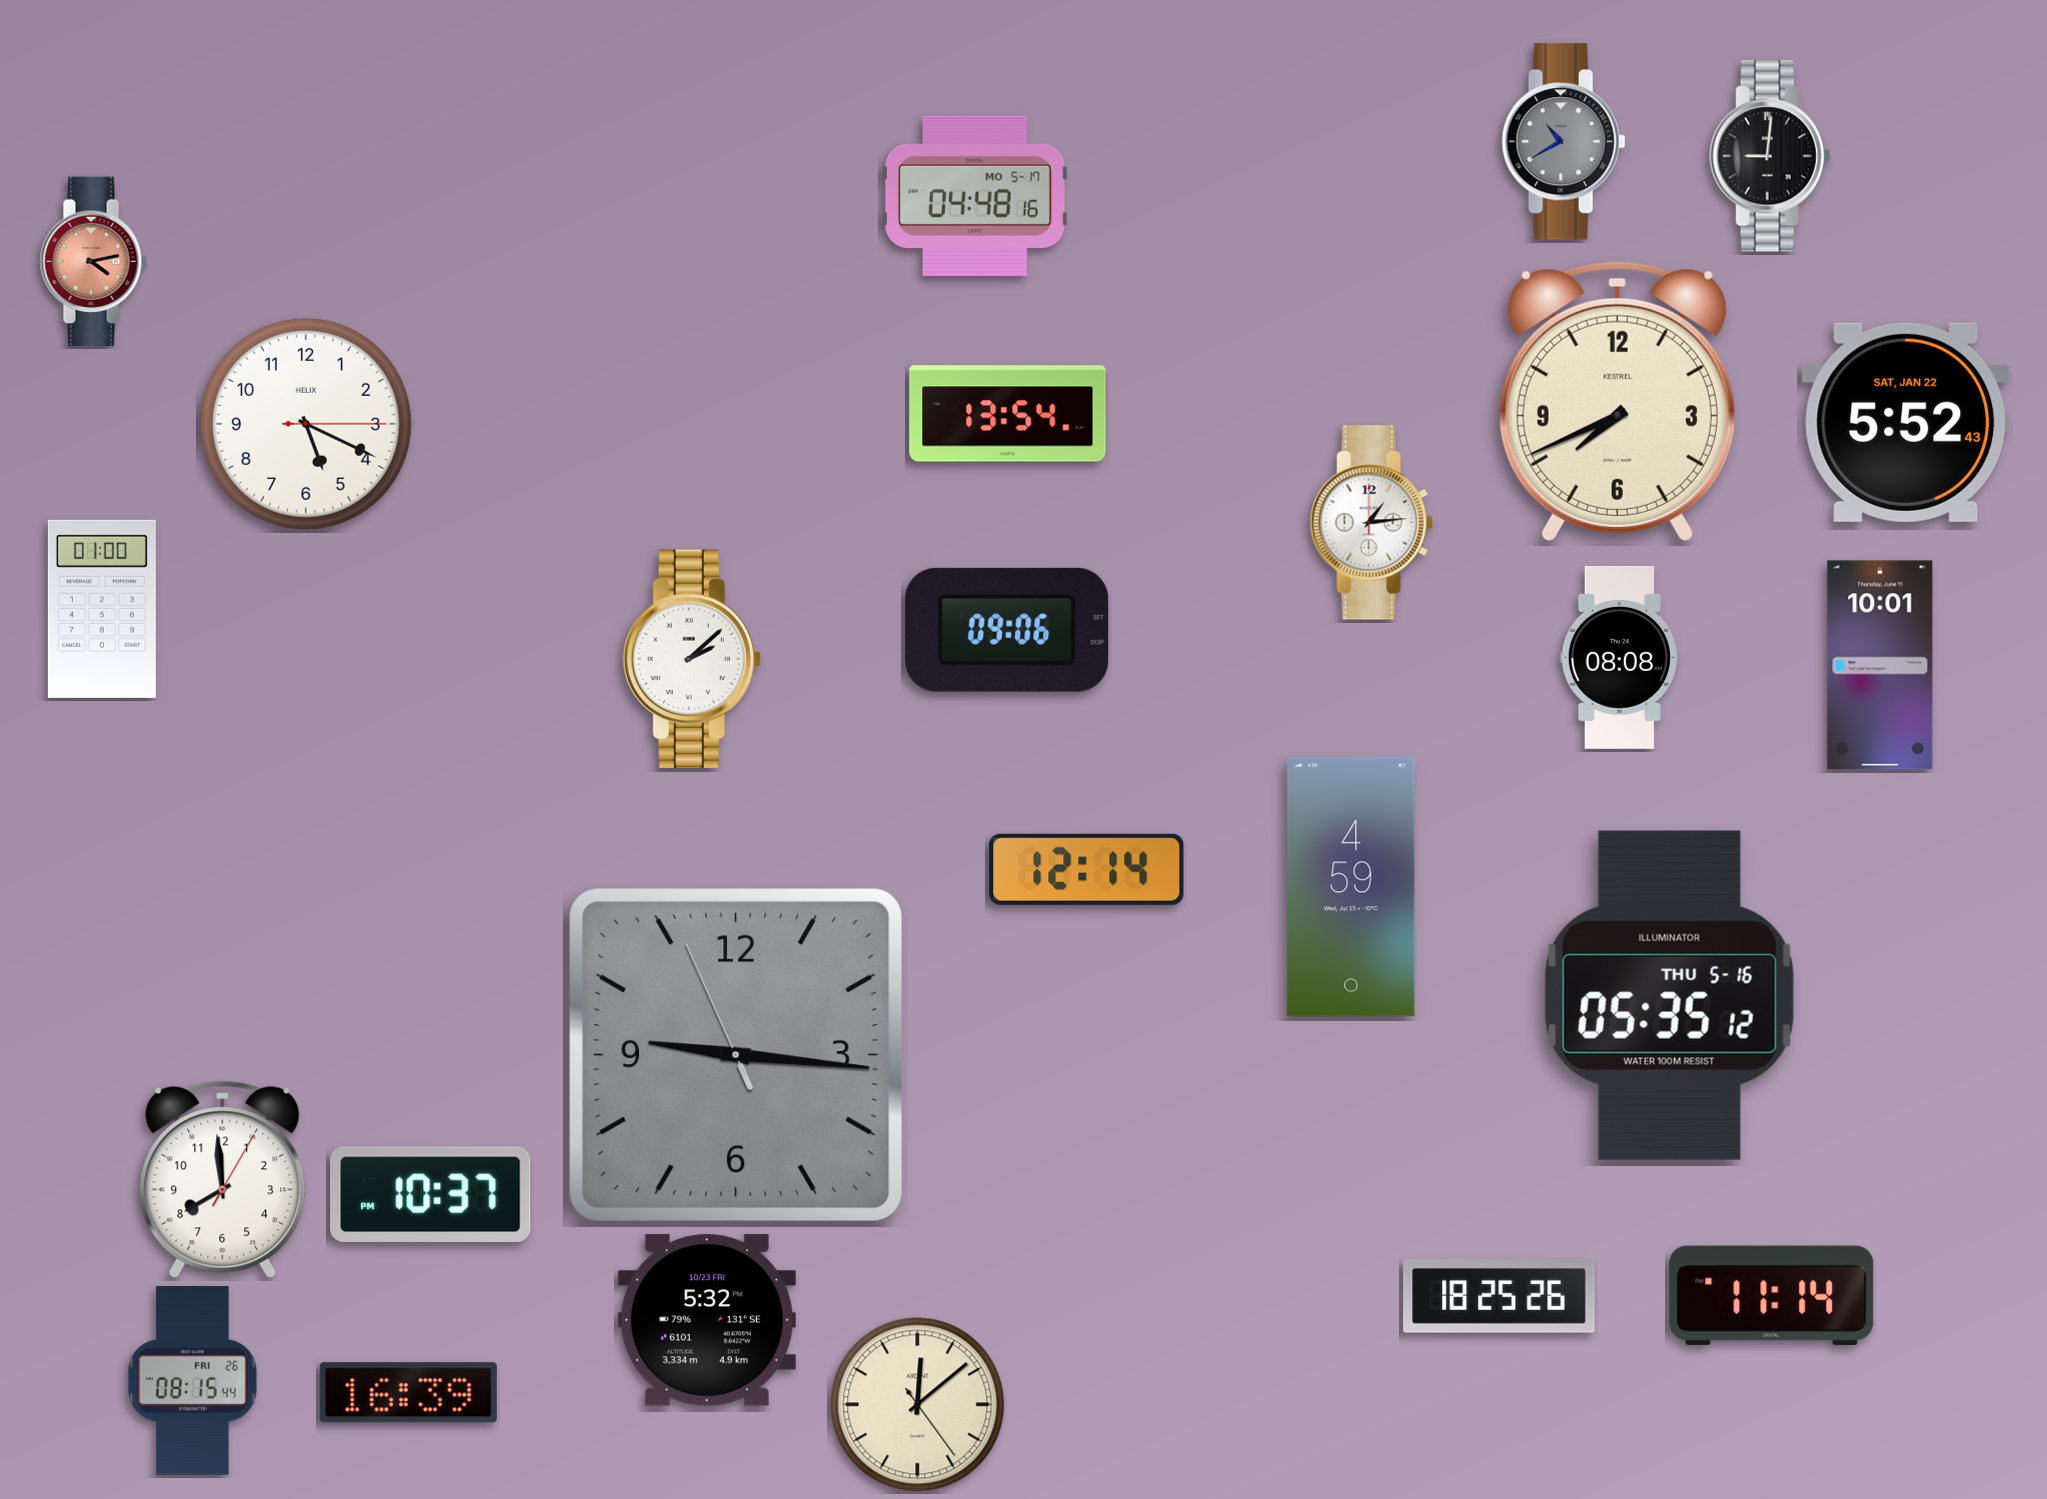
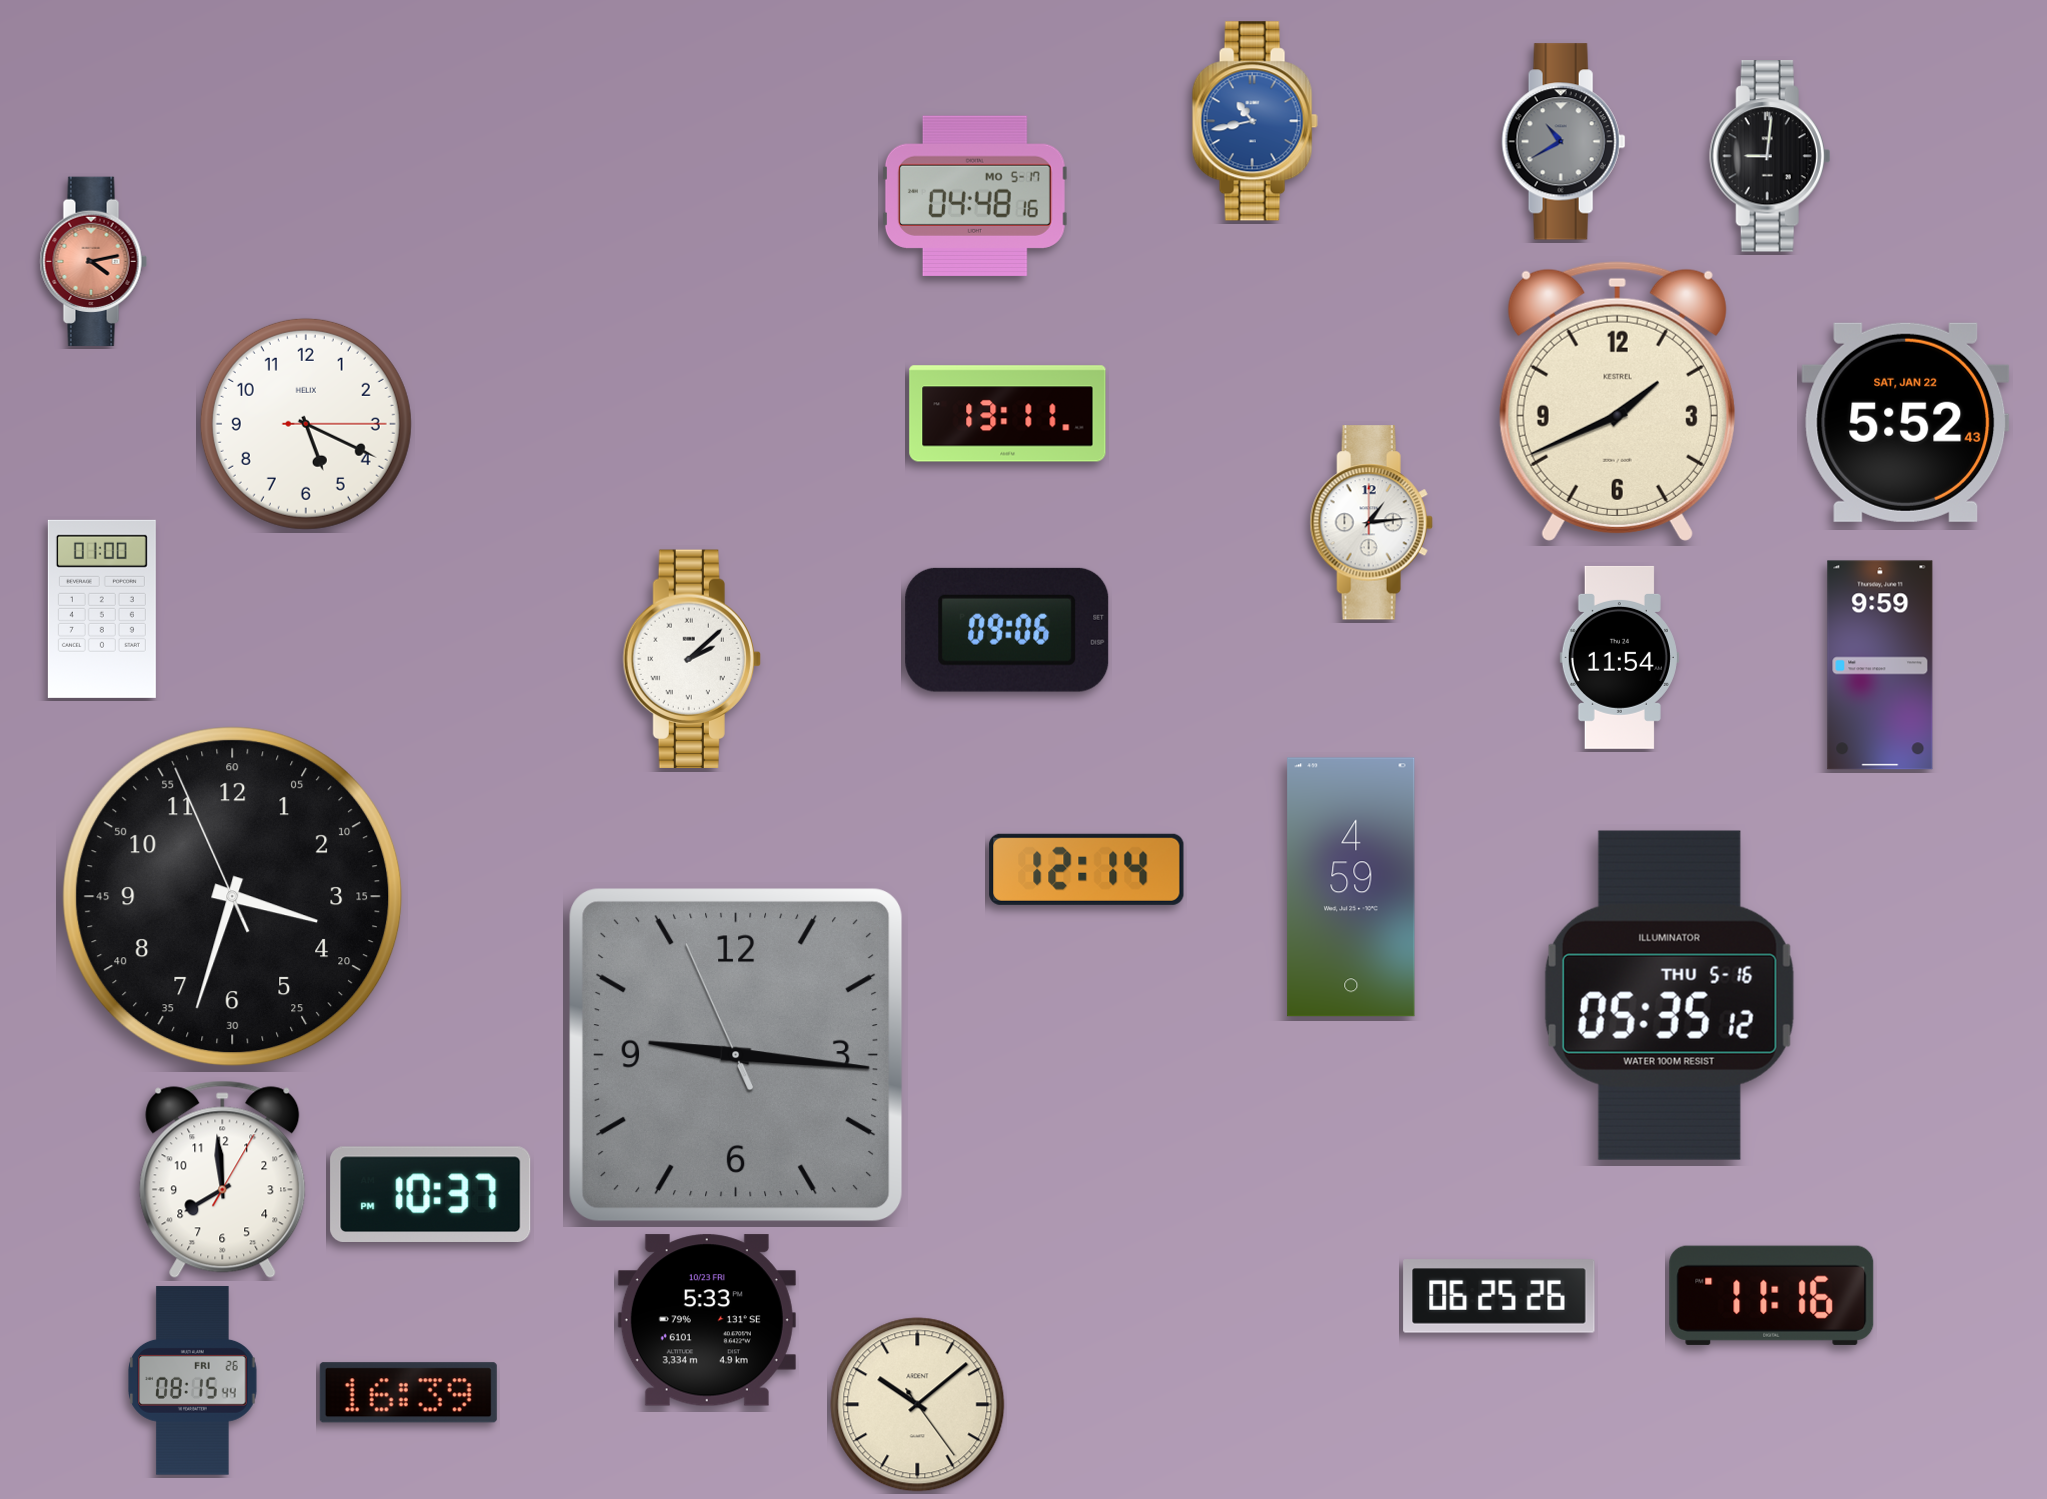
clock at (1255, 121): none -> 10:43
clock at (1617, 401): 7:41 -> 1:41
clock at (1008, 414): 13:54 -> 13:11
clock at (1619, 657): 08:08 -> 11:54
clock at (1880, 665): 10:01 -> 9:59
clock at (233, 897): none -> 3:32
clock at (1772, 1295): 11:14 -> 11:16
clock at (1499, 1296): 18:25 -> 06:25
clock at (707, 1320): 5:32 -> 5:33
clock at (918, 1405): 12:08 -> 10:08
